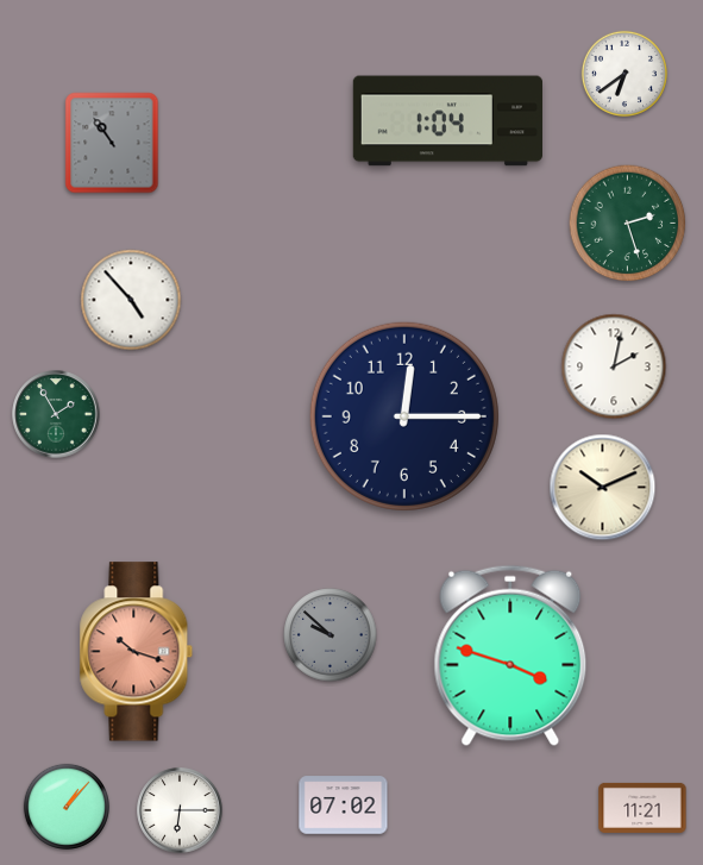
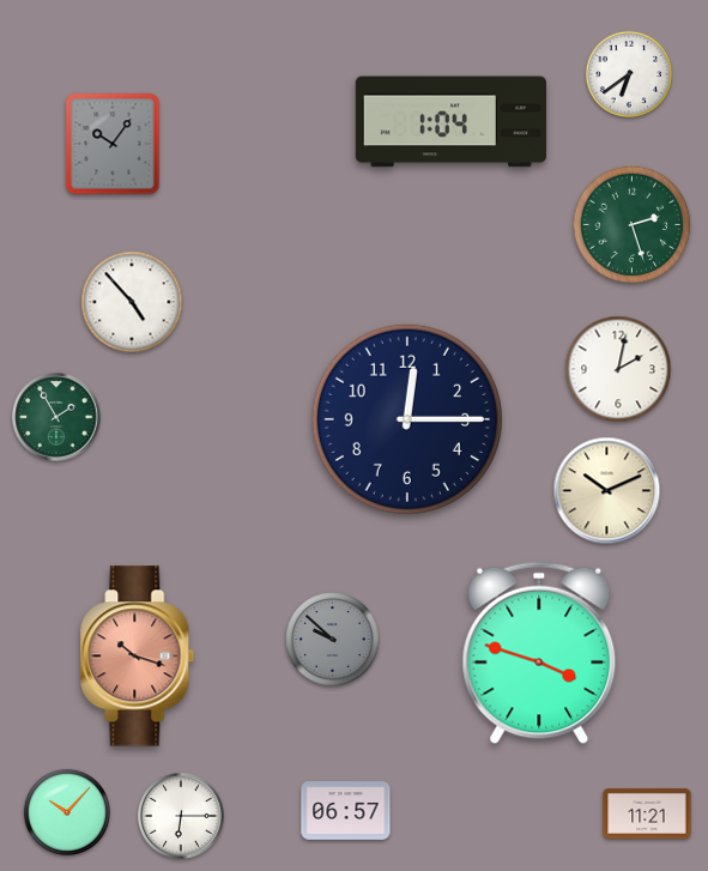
clock at (112, 143): 10:54 -> 10:06
clock at (510, 656) position: (510, 656) -> (539, 653)
clock at (344, 806): 07:02 -> 06:57
clock at (67, 807): 1:07 -> 10:07
